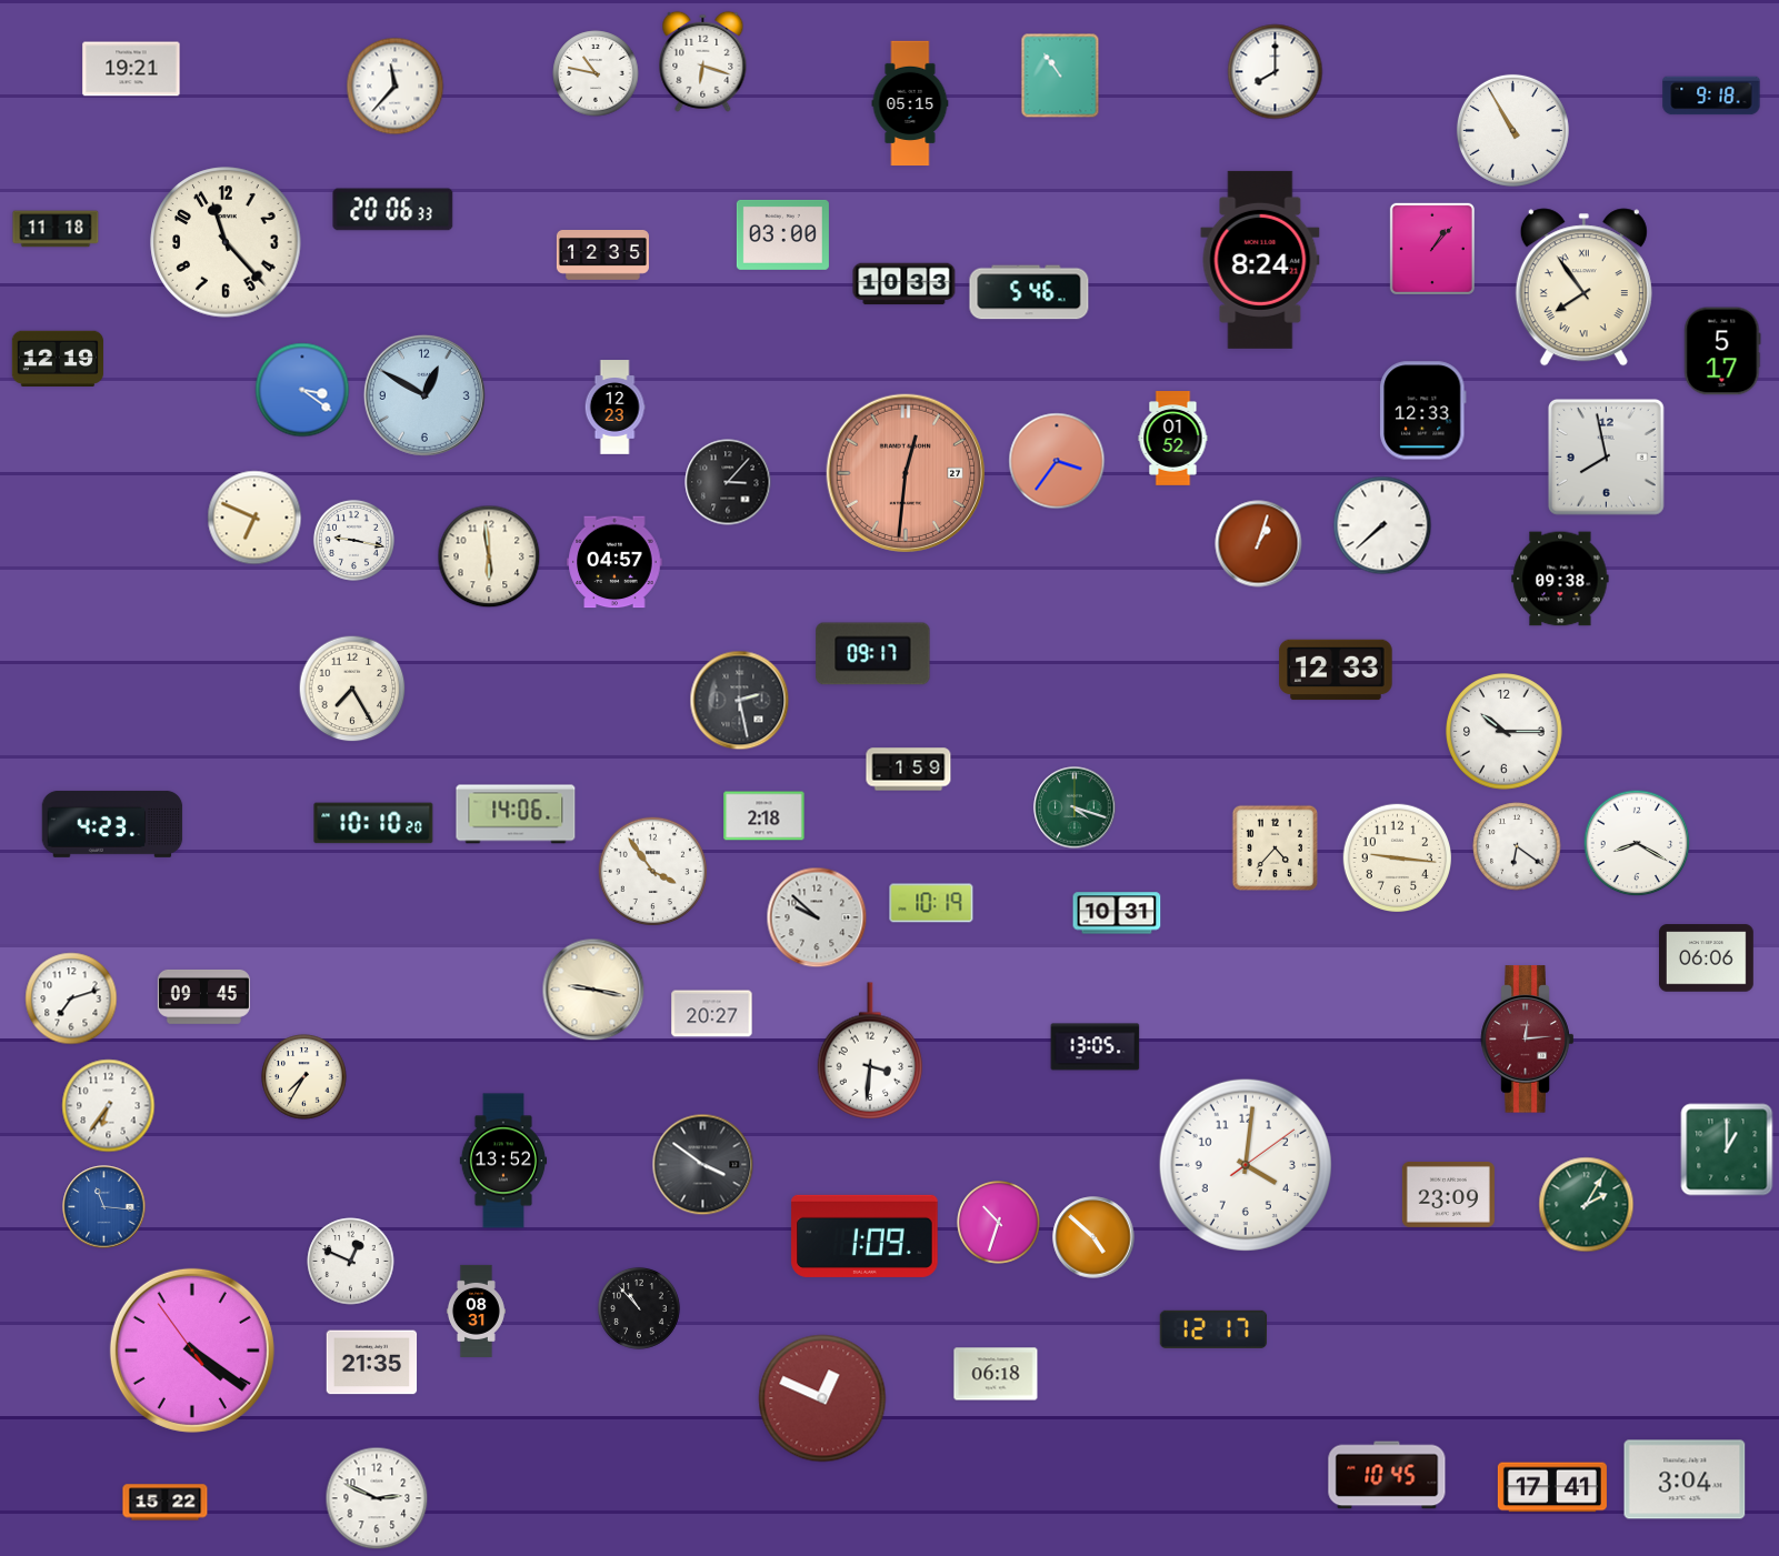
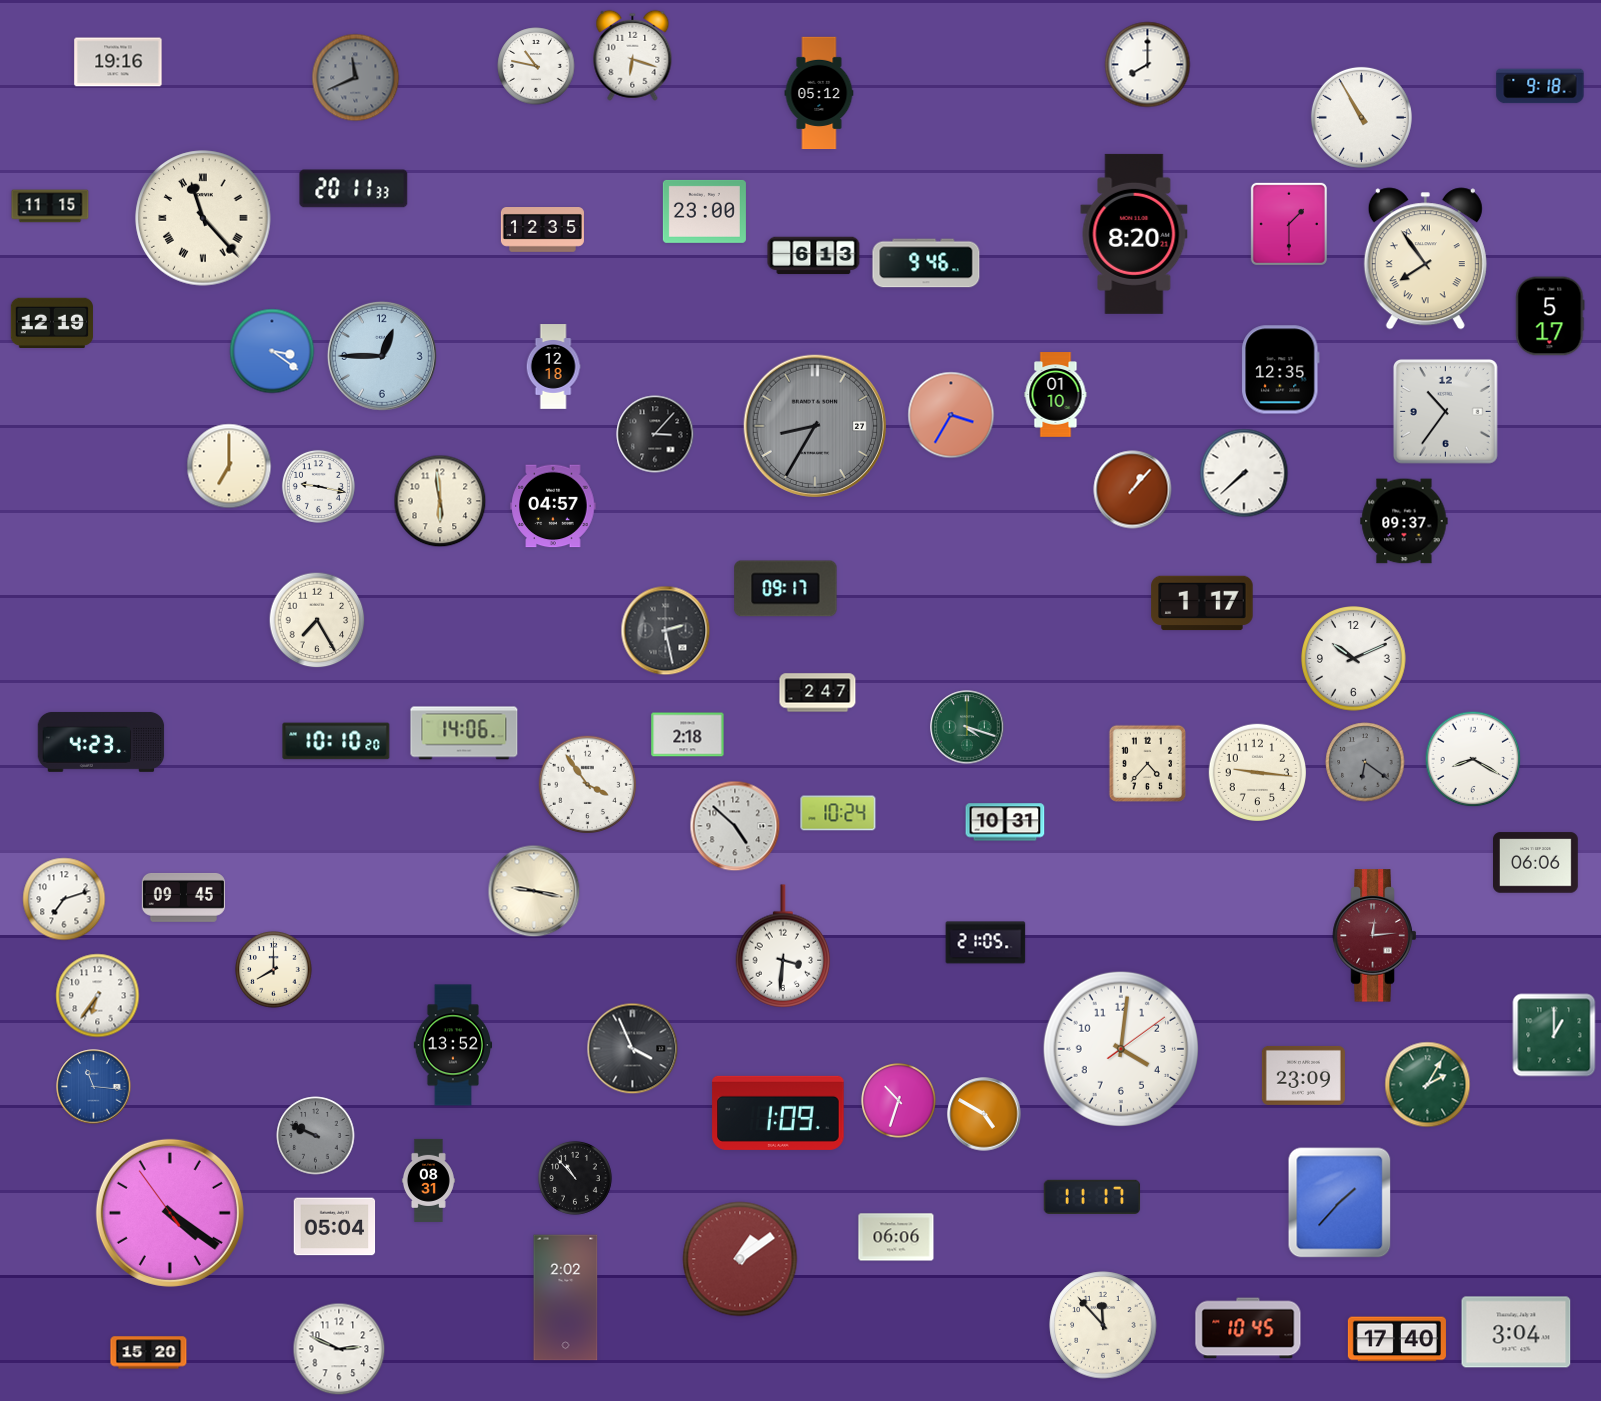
clock at (131, 69): 19:21 -> 19:16
clock at (1060, 76): 10:54 -> none
clock at (396, 87): 11:37 -> 11:41
clock at (396, 87) dial: white -> grey
clock at (910, 103): 05:15 -> 05:12
clock at (393, 210): 20:06 -> 20:11
clock at (56, 229): 11:18 -> 11:15
clock at (782, 234): 03:00 -> 23:00
clock at (226, 242) numerals: Arabic -> Roman
clock at (1432, 249): 1:07 -> 1:30
clock at (1260, 260): 8:24 -> 8:20
clock at (905, 284): 10:33 -> 6:13
clock at (1029, 292): 5:46 -> 9:46
clock at (424, 395): 12:50 -> 12:45
clock at (614, 408): 12:23 -> 12:18
clock at (1423, 411): 12:33 -> 12:35
clock at (1173, 439): 01:52 -> 01:10
clock at (1606, 456): 7:58 -> 10:36
clock at (1057, 461): 3:36 -> 3:35
clock at (905, 472): 12:31 -> 8:35
clock at (905, 472) dial: salmon -> grey
clock at (254, 518): 6:49 -> 7:00
clock at (1259, 544): 1:03 -> 1:07
clock at (1560, 579): 09:38 -> 09:37
clock at (1336, 670): 12:33 -> 1:17
clock at (1505, 732): 10:15 -> 10:11
clock at (909, 770): 1:59 -> 2:47
clock at (1517, 846) dial: white -> grey
clock at (931, 903): 10:19 -> 10:24
clock at (817, 917): 9:52 -> 4:52
clock at (712, 1014): 20:27 -> none
clock at (1096, 1047): 13:05 -> 21:05
clock at (304, 1077): 7:35 -> 8:00
clock at (703, 1165): 3:51 -> 3:56
clock at (1093, 1237): 4:52 -> 4:50
clock at (351, 1262): 12:49 -> 9:49
clock at (351, 1262) dial: white -> grey
clock at (1213, 1329): 12:17 -> 11:17
clock at (1340, 1203): none -> 1:37
clock at (192, 1351) position: (192, 1351) -> (170, 1213)
clock at (372, 1363): 21:35 -> 05:04
clock at (996, 1374): 06:18 -> 06:06
clock at (822, 1398): 12:49 -> 1:09
clock at (566, 1298): none -> 2:02
clock at (1103, 1325): none -> 11:53
clock at (1552, 1487): 17:41 -> 17:40
clock at (166, 1503): 15:22 -> 15:20
